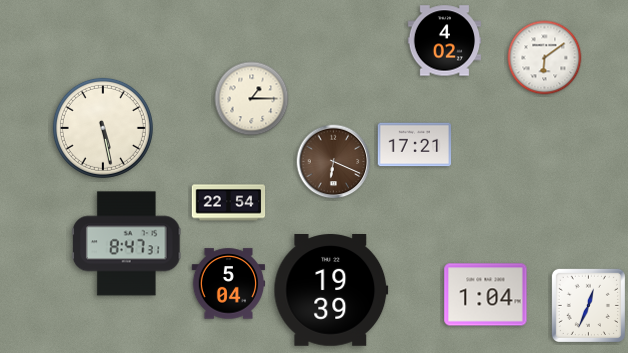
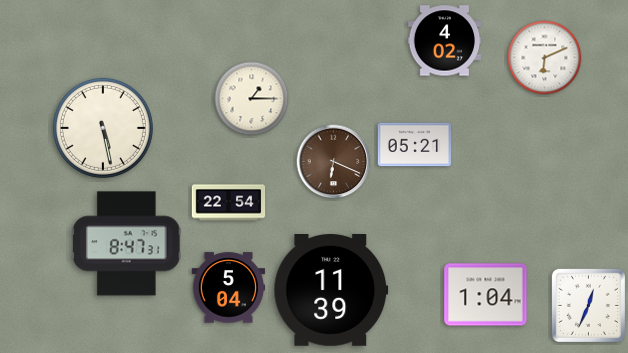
clock at (545, 58): 6:09 -> 6:11
clock at (415, 145): 17:21 -> 05:21
clock at (229, 284) position: (229, 284) -> (229, 288)
clock at (331, 291): 19:39 -> 11:39
